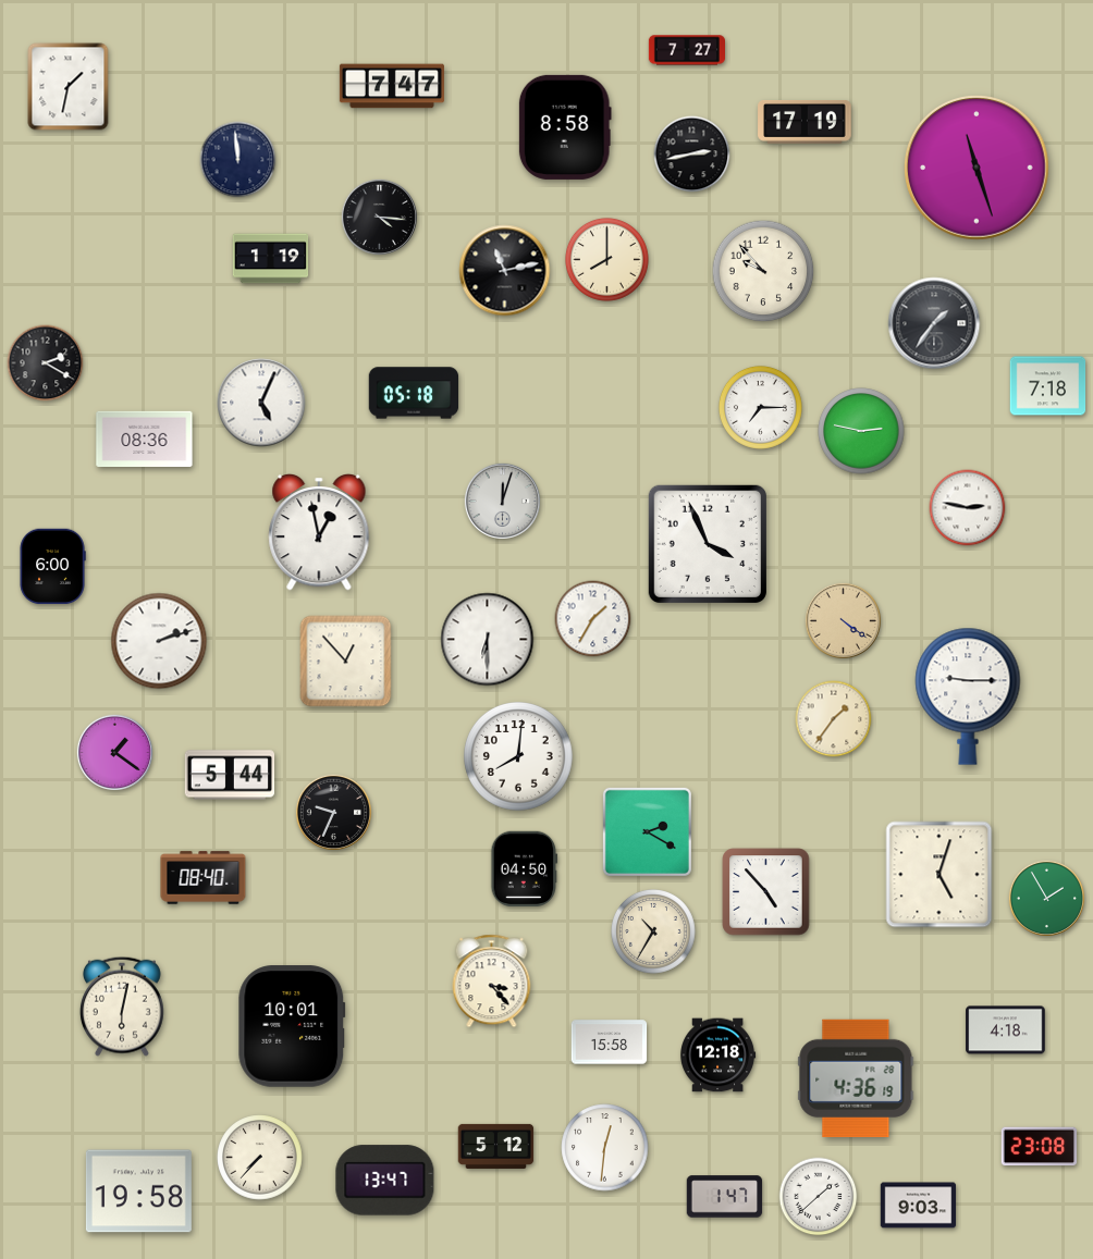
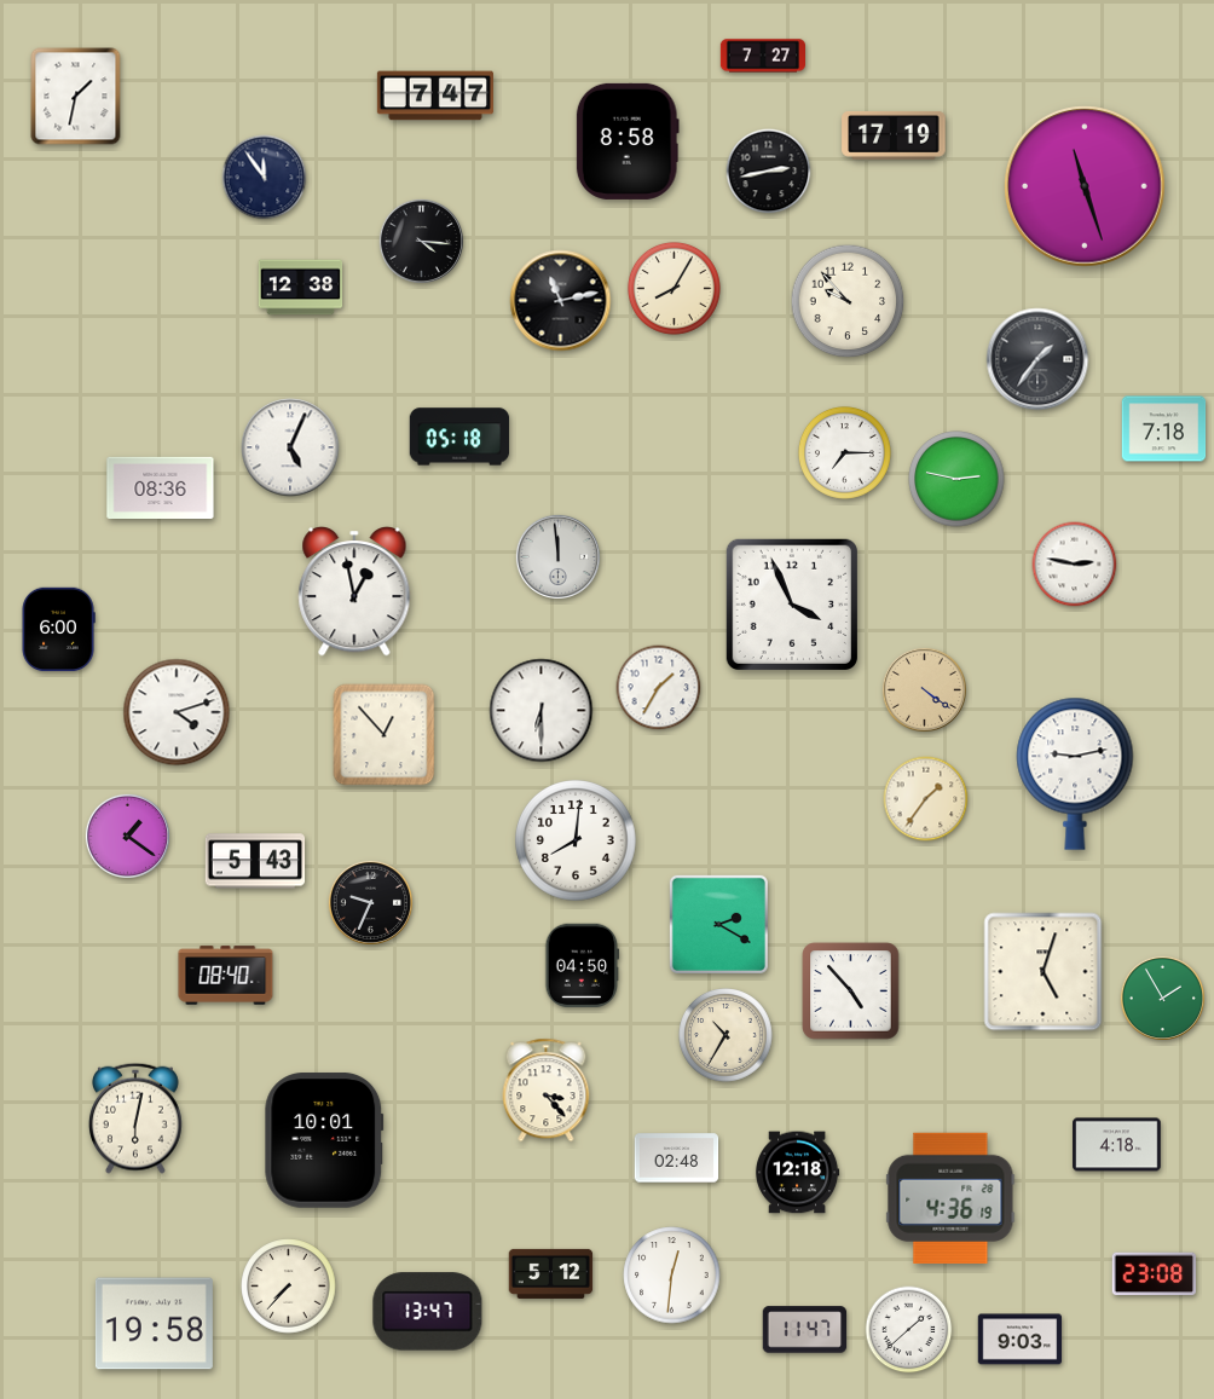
clock at (238, 160): 11:59 -> 11:54
clock at (271, 259): 1:19 -> 12:38
clock at (606, 259): 8:00 -> 8:05
clock at (46, 363): 2:20 -> none
clock at (502, 501): 12:03 -> 11:59
clock at (708, 544) position: (708, 544) -> (792, 605)
clock at (843, 620) position: (843, 620) -> (924, 689)
clock at (159, 641): 2:12 -> 4:12
clock at (968, 696): 9:15 -> 9:13
clock at (230, 775): 5:44 -> 5:43
clock at (610, 1042): 15:58 -> 02:48
clock at (725, 1197): 1:47 -> 11:47
